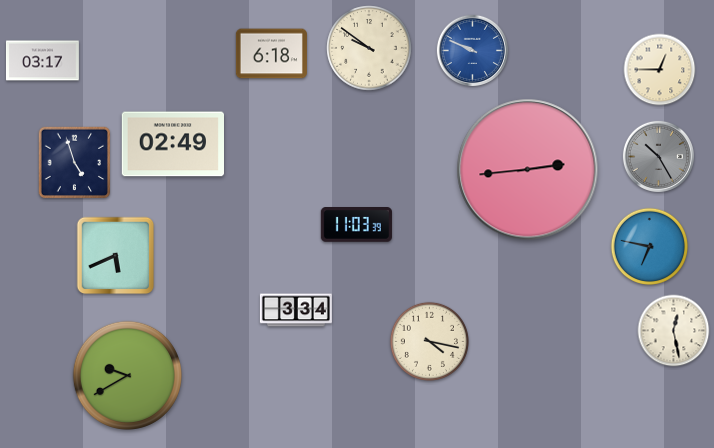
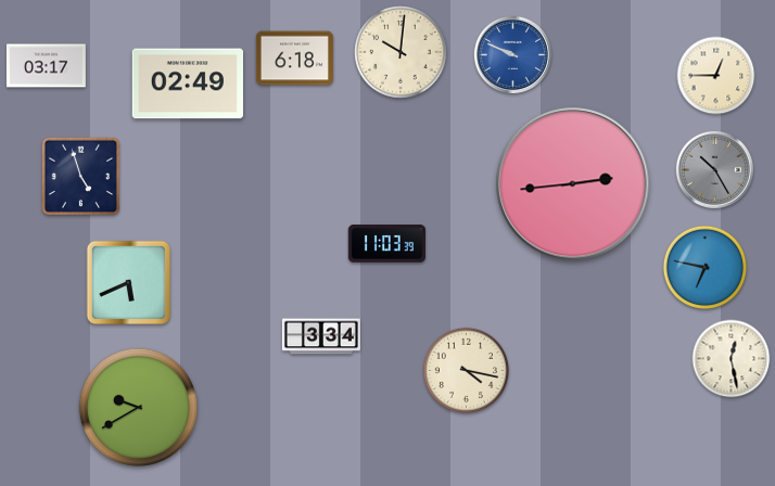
clock at (369, 48): 9:51 -> 10:01
clock at (172, 144) position: (172, 144) -> (187, 84)
clock at (116, 256) position: (116, 256) -> (129, 283)
